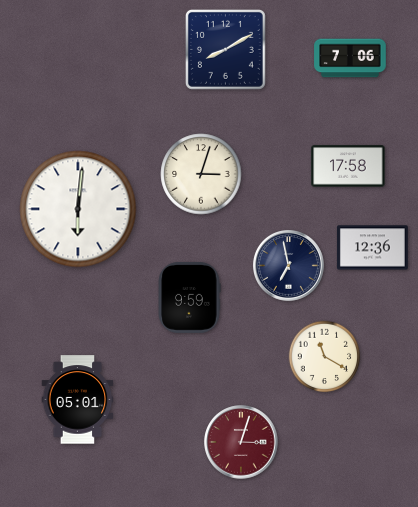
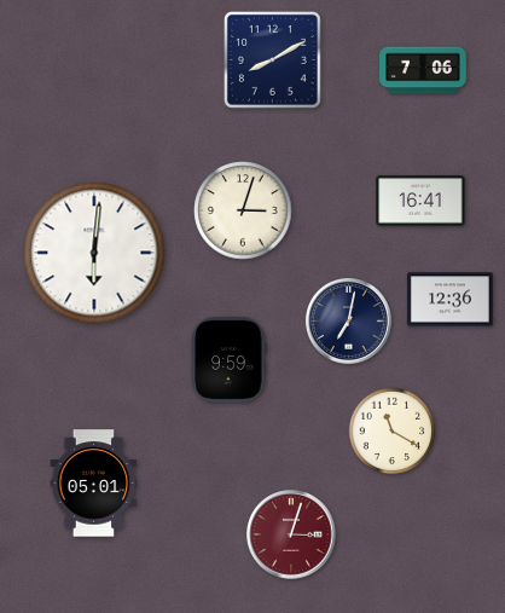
clock at (348, 166): 17:58 -> 16:41
clock at (289, 266): 6:58 -> 7:02
